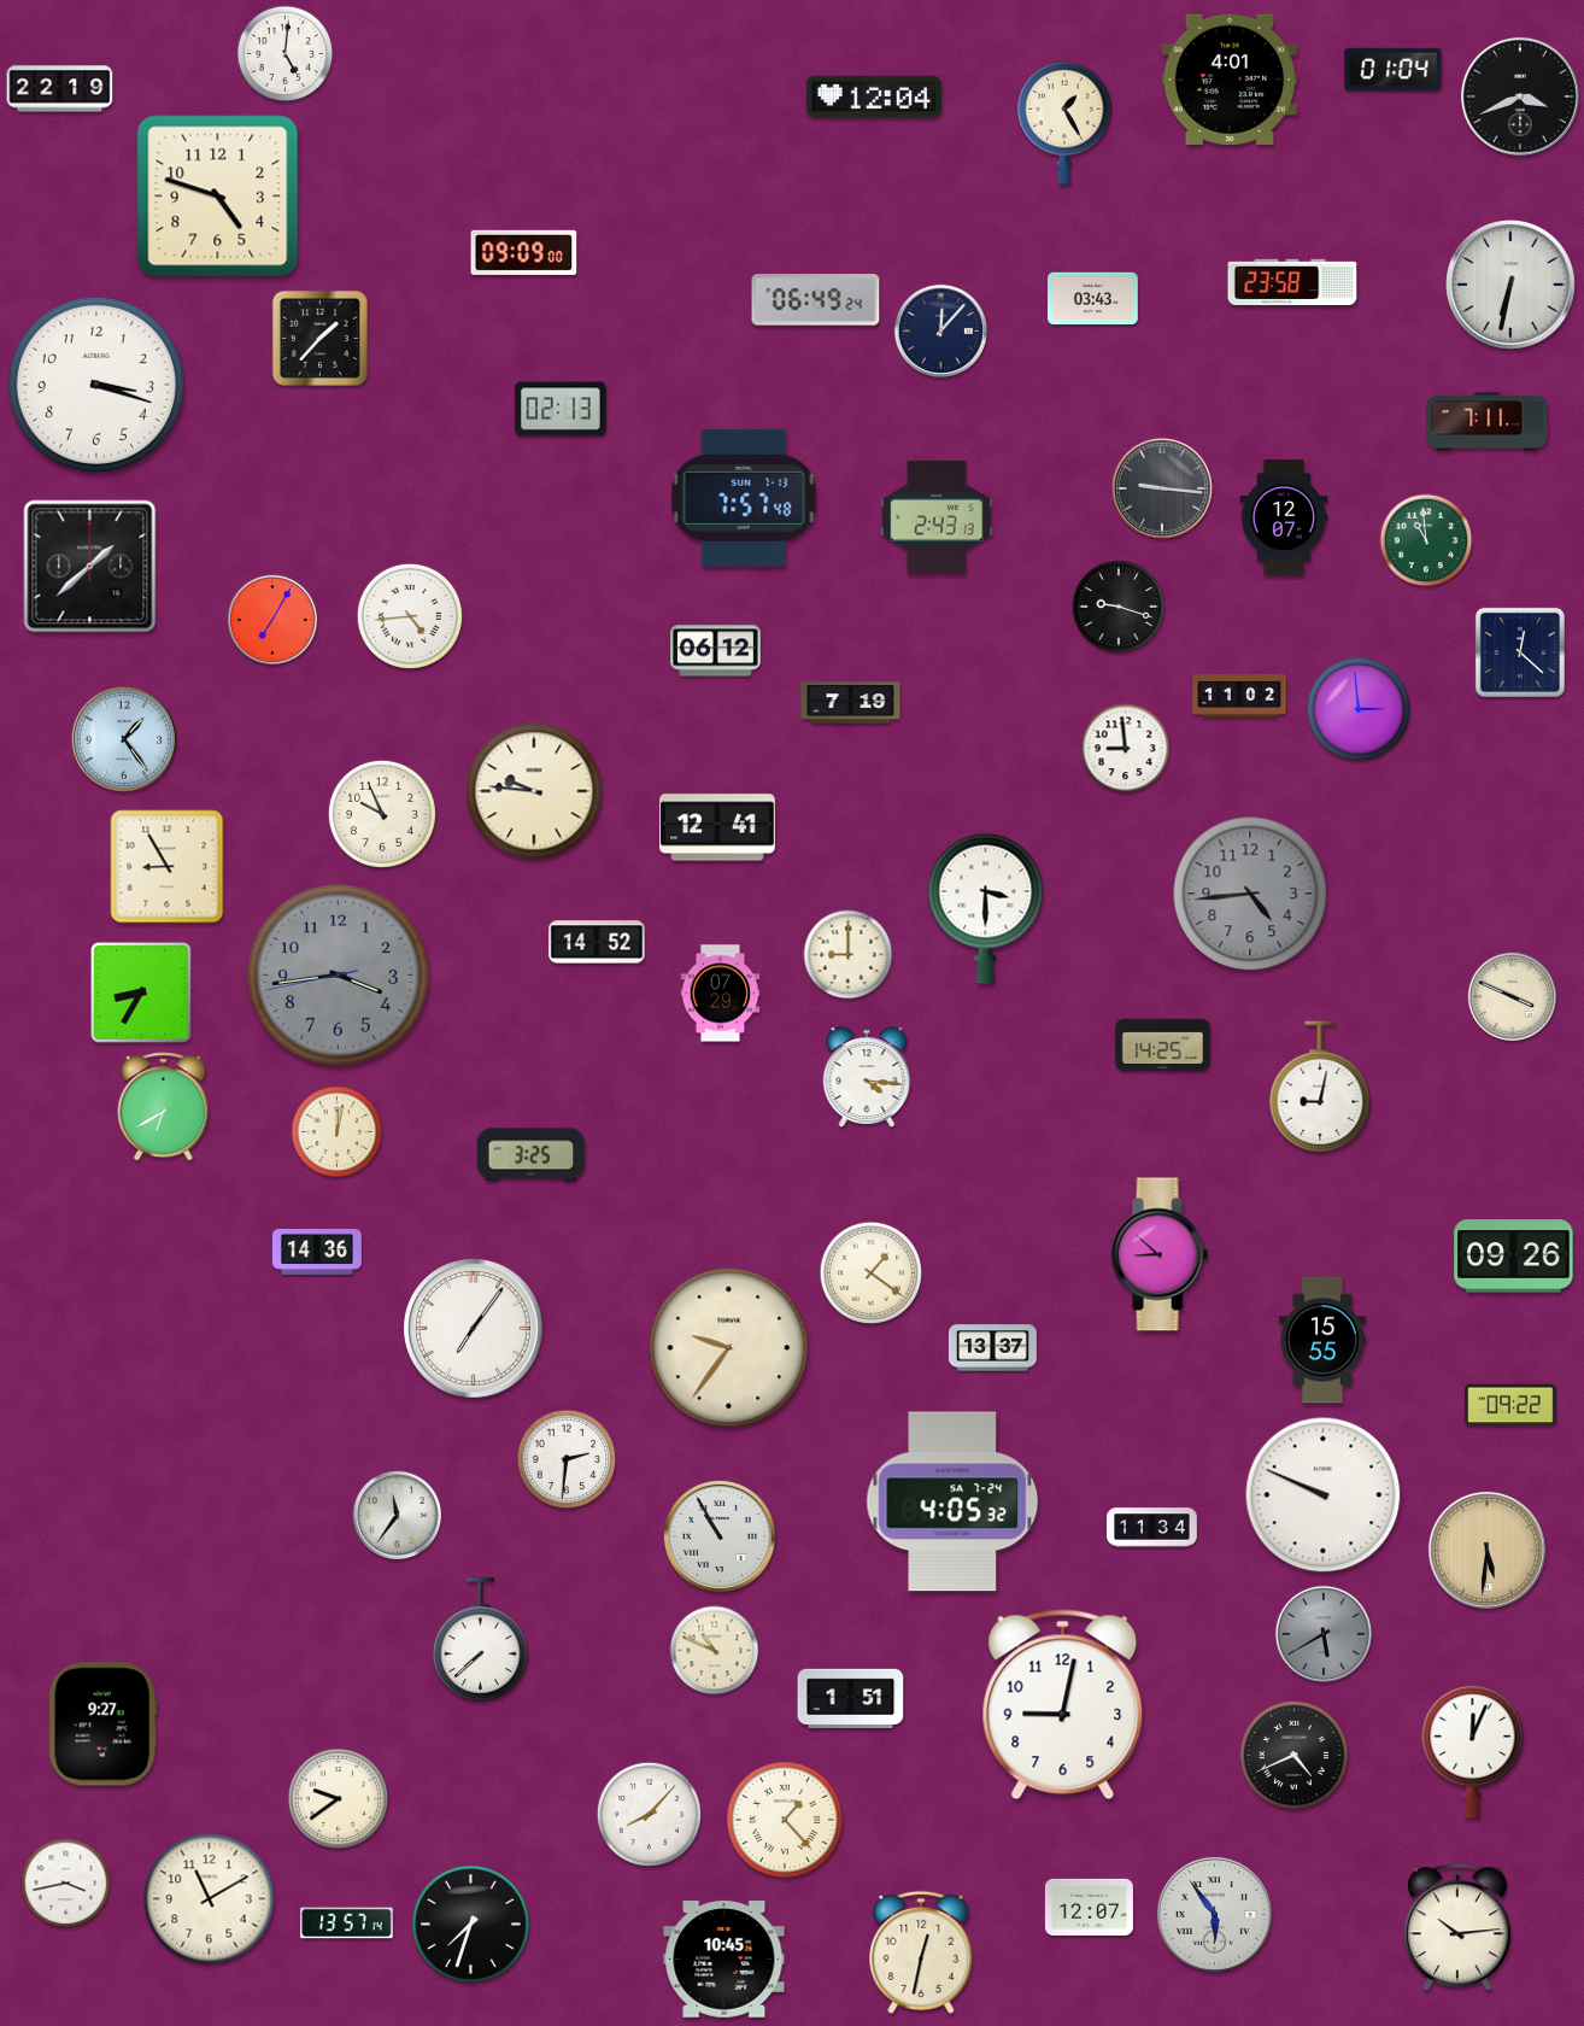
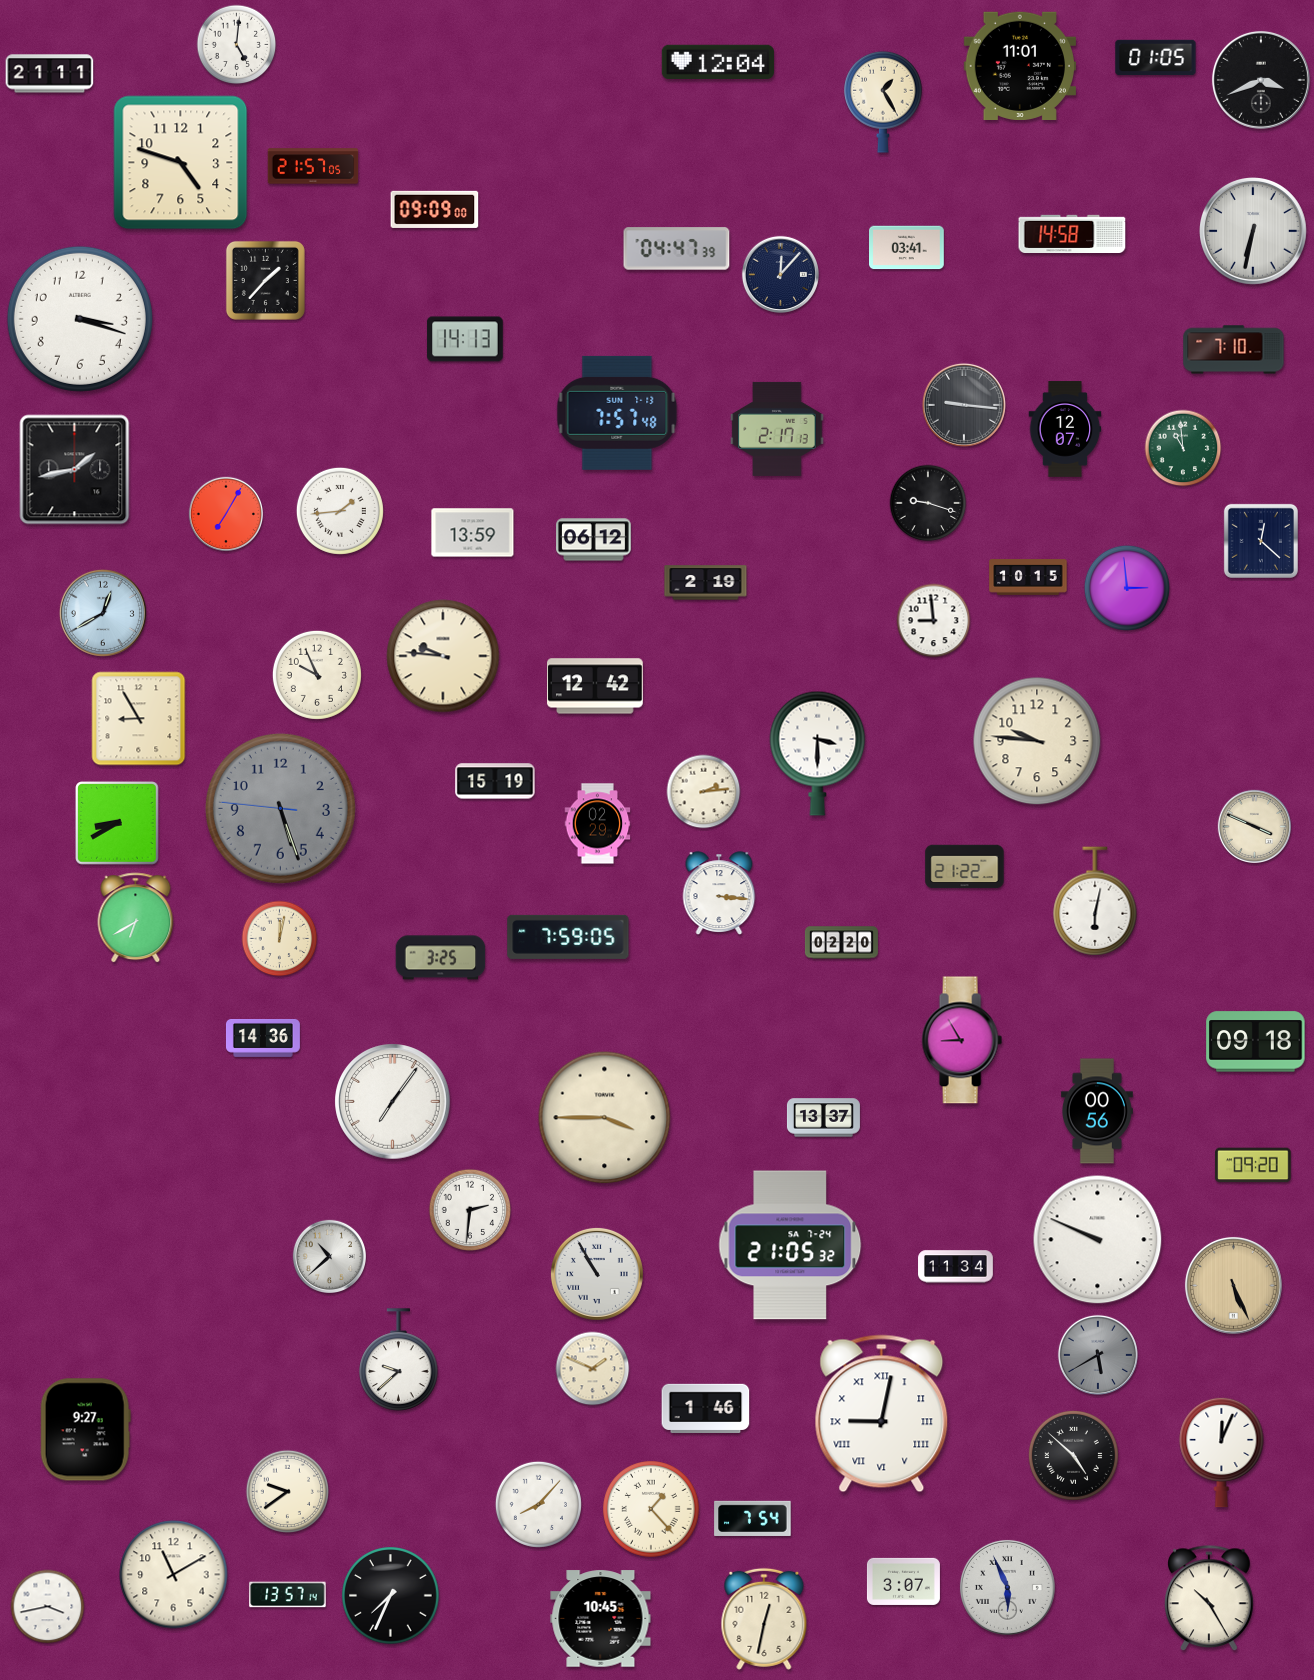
clock at (1394, 70): 01:04 -> 01:05
clock at (1230, 78): 4:01 -> 11:01
clock at (60, 89): 22:19 -> 21:11
clock at (873, 95) position: (873, 95) -> (717, 61)
clock at (313, 166): none -> 21:57
clock at (1292, 281): 23:58 -> 14:58
clock at (1512, 286) position: (1512, 286) -> (1254, 232)
clock at (1093, 299): 03:43 -> 03:41
clock at (816, 300): 06:49 -> 04:47
clock at (561, 409): 02:13 -> 14:13
clock at (1488, 422): 7:11 -> 7:10
clock at (937, 517): 2:43 -> 2:17
clock at (90, 567): 1:38 -> 1:43
clock at (410, 616): 4:44 -> 1:44
clock at (473, 533): none -> 13:59
clock at (1239, 696): 11:02 -> 10:15
clock at (851, 703): 7:19 -> 2:19
clock at (124, 739): 1:24 -> 12:40
clock at (718, 827): 12:41 -> 12:42
clock at (1250, 894): 4:44 -> 9:46
clock at (1250, 894) dial: grey -> cream
clock at (597, 942): 14:52 -> 15:19
clock at (849, 955): 9:00 -> 2:14
clock at (338, 974): 3:43 -> 5:26
clock at (141, 992): 8:35 -> 8:40
clock at (721, 994): 07:29 -> 02:29
clock at (1163, 1046): 14:25 -> 21:22
clock at (867, 1077): 4:16 -> 3:16
clock at (1320, 1087): 9:02 -> 6:02
clock at (568, 937): none -> 7:59
clock at (841, 943): none -> 02:20
clock at (1160, 1254): 8:52 -> 8:55
clock at (1514, 1257): 09:26 -> 09:18
clock at (870, 1272): 1:21 -> none
clock at (1322, 1340): 15:55 -> 00:56
clock at (729, 1348): 9:36 -> 3:45
clock at (1510, 1405): 09:22 -> 09:20
clock at (952, 1501): 4:05 -> 21:05
clock at (397, 1515): 11:36 -> 10:38
clock at (1486, 1550): 5:31 -> 5:26
clock at (481, 1640): 7:38 -> 9:38
clock at (715, 1651): 10:49 -> 1:49
clock at (851, 1698): 1:51 -> 1:46
clock at (1063, 1705) numerals: Arabic -> Roman
clock at (1293, 1755): 4:41 -> 4:52
clock at (339, 1799) position: (339, 1799) -> (288, 1492)
clock at (753, 1518): none -> 7:54
clock at (66, 1884) position: (66, 1884) -> (48, 1607)
clock at (1089, 1907): 12:07 -> 3:07
clock at (1214, 1914): 5:54 -> 5:56
clock at (471, 1925): 7:33 -> 7:34
clock at (1459, 1928): 10:14 -> 10:25
clock at (724, 1960) position: (724, 1960) -> (601, 1619)
